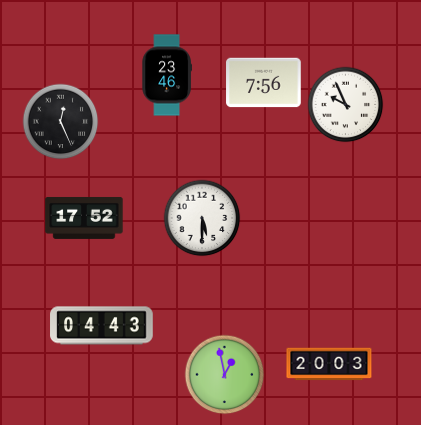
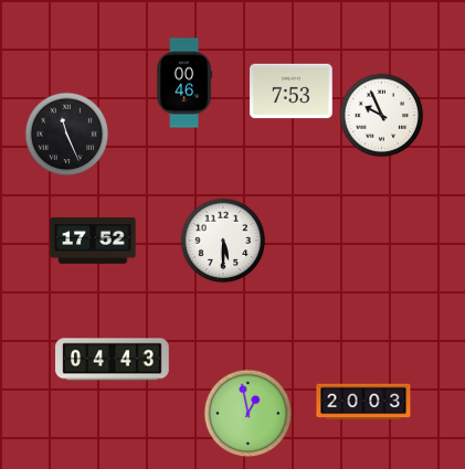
clock at (167, 75): 23:46 -> 00:46
clock at (264, 83): 7:56 -> 7:53
clock at (61, 122): 12:26 -> 11:26
